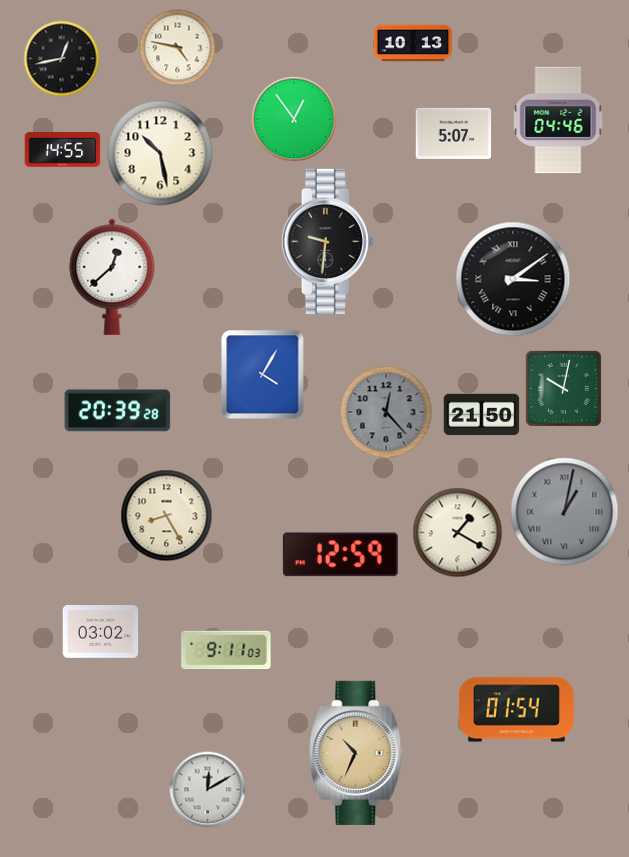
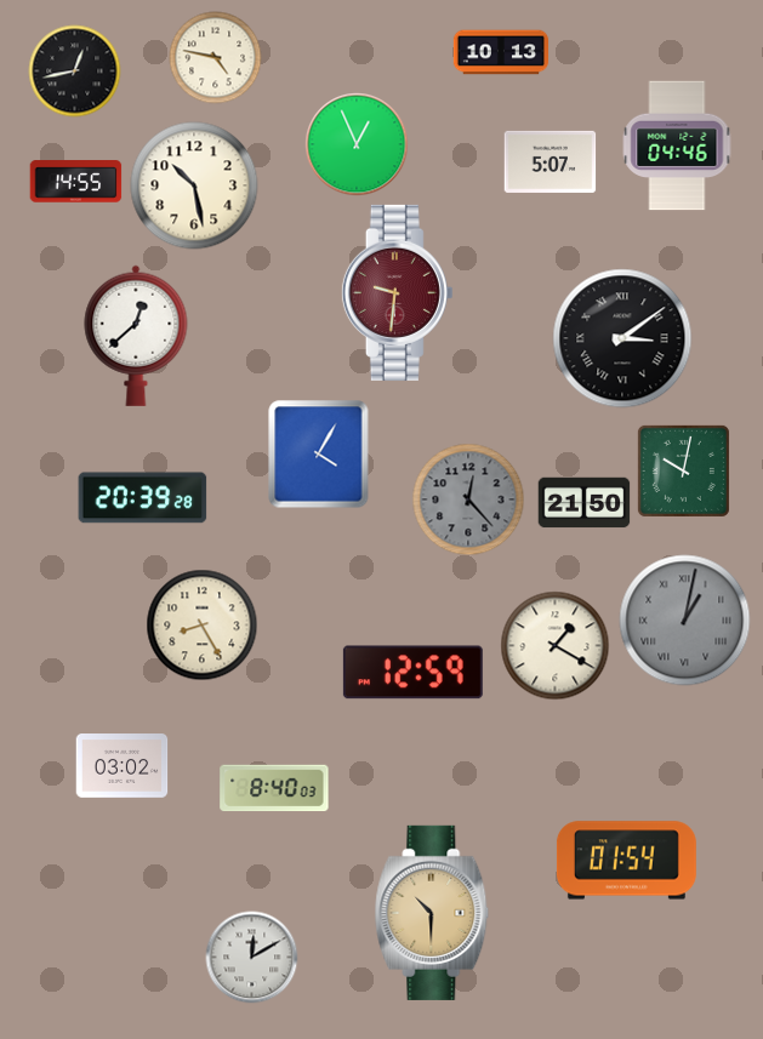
clock at (294, 119): 12:54 -> 12:56
clock at (327, 241) dial: black -> burgundy
clock at (226, 650): 9:11 -> 8:40
clock at (356, 753): 10:34 -> 10:30
